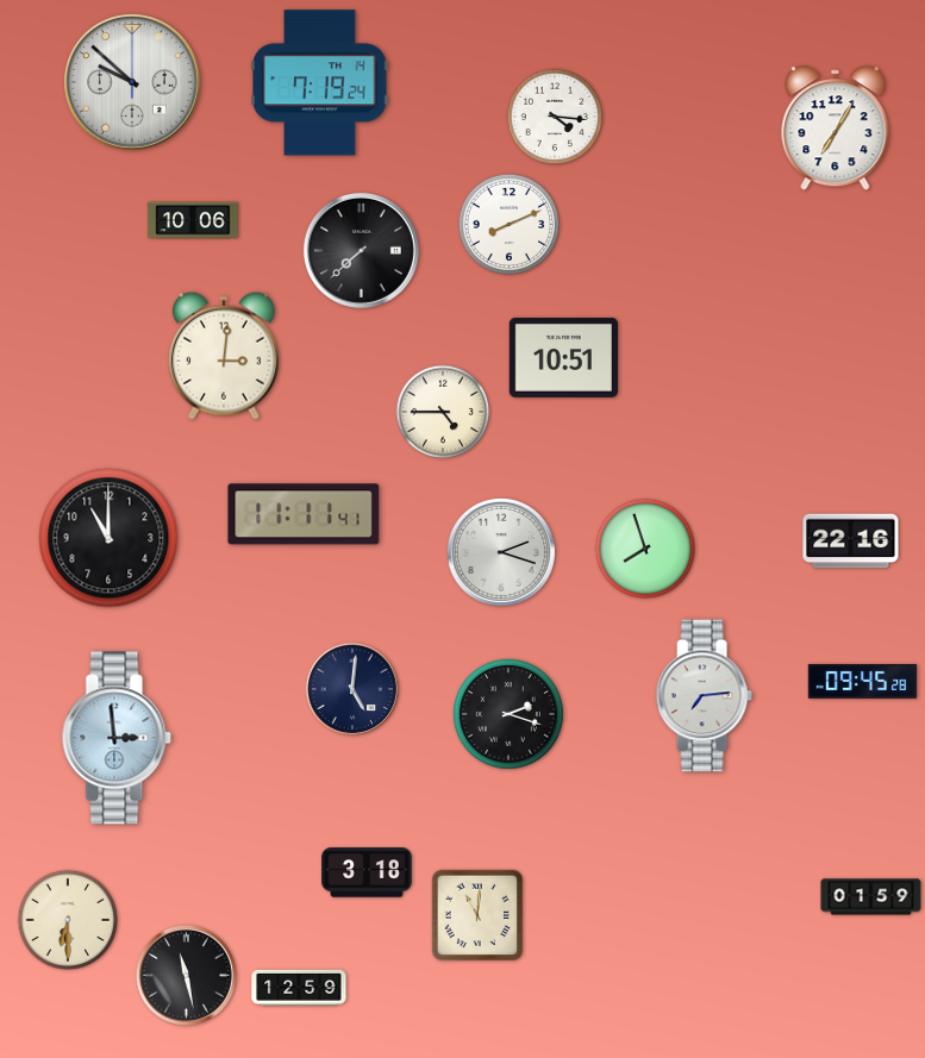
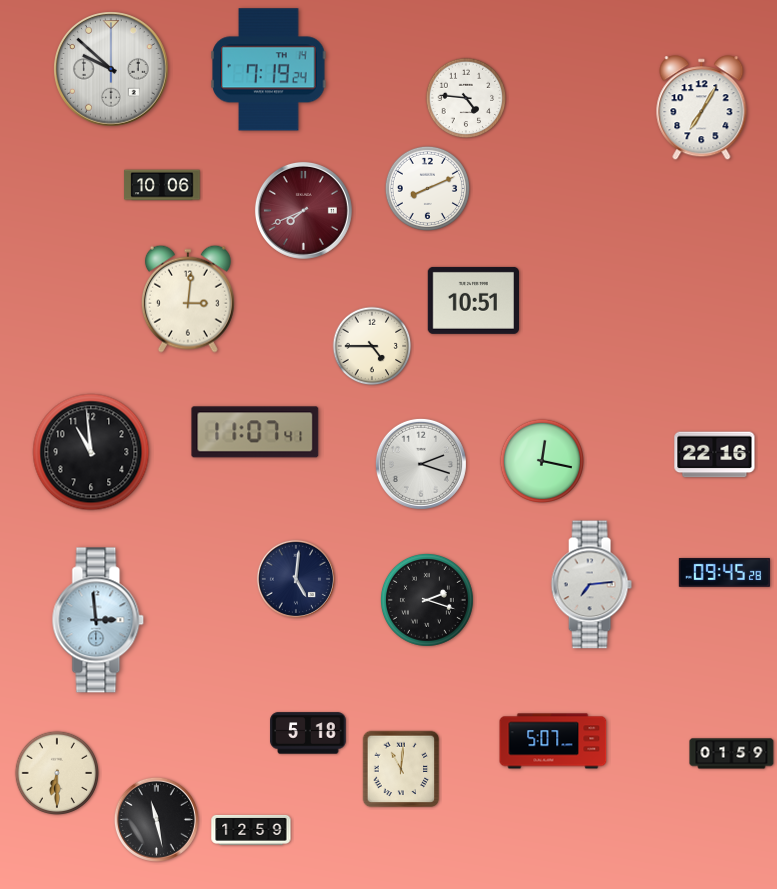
clock at (555, 117): 4:16 -> 4:46
clock at (361, 250): 7:38 -> 7:41
clock at (361, 250) dial: black -> burgundy
clock at (304, 514): 11:11 -> 11:07
clock at (108, 538): 11:00 -> 10:59
clock at (644, 547): 7:57 -> 12:17
clock at (367, 872): 3:18 -> 5:18
clock at (553, 741): none -> 5:07
